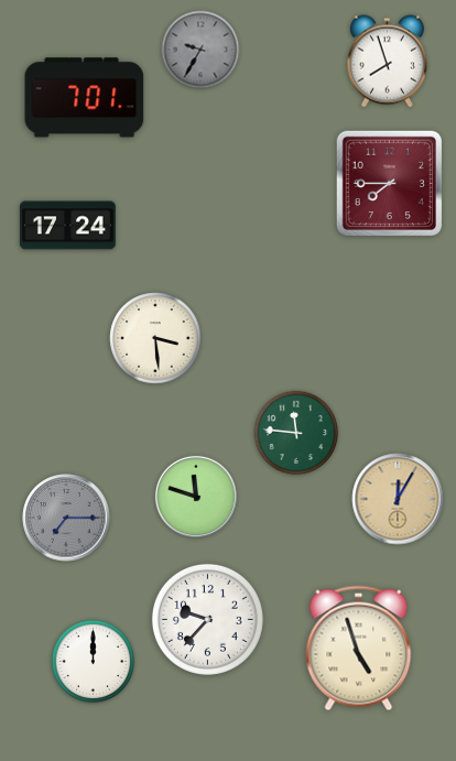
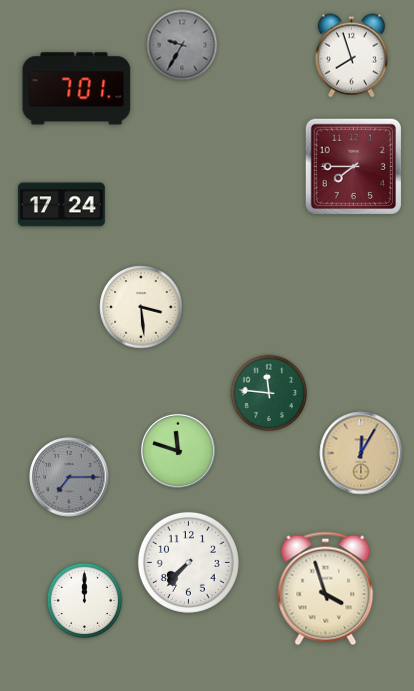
clock at (66, 518) position: (66, 518) -> (69, 477)
clock at (207, 619): 9:37 -> 7:37
clock at (359, 649): 4:57 -> 3:57
